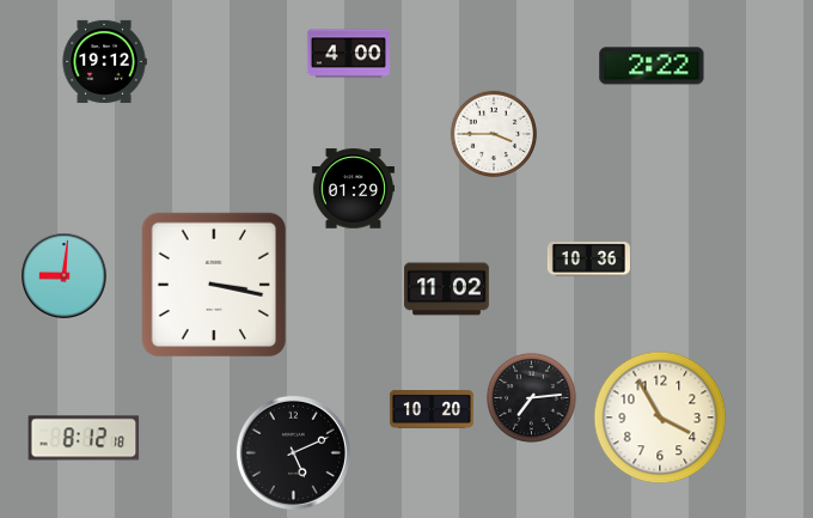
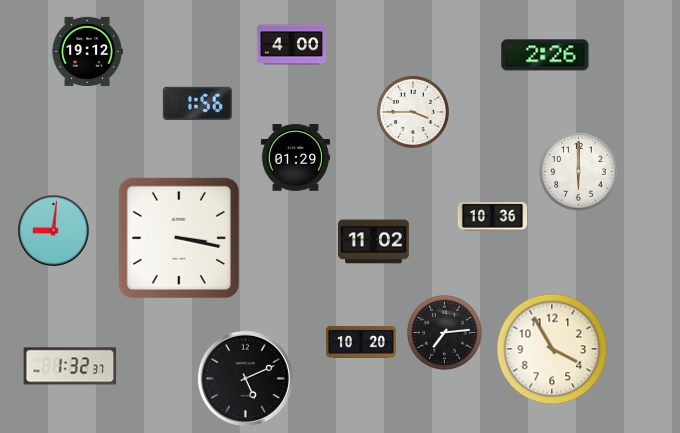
clock at (652, 66): 2:22 -> 2:26
clock at (197, 103): none -> 1:56
clock at (579, 172): none -> 6:00
clock at (84, 438): 8:12 -> 1:32
